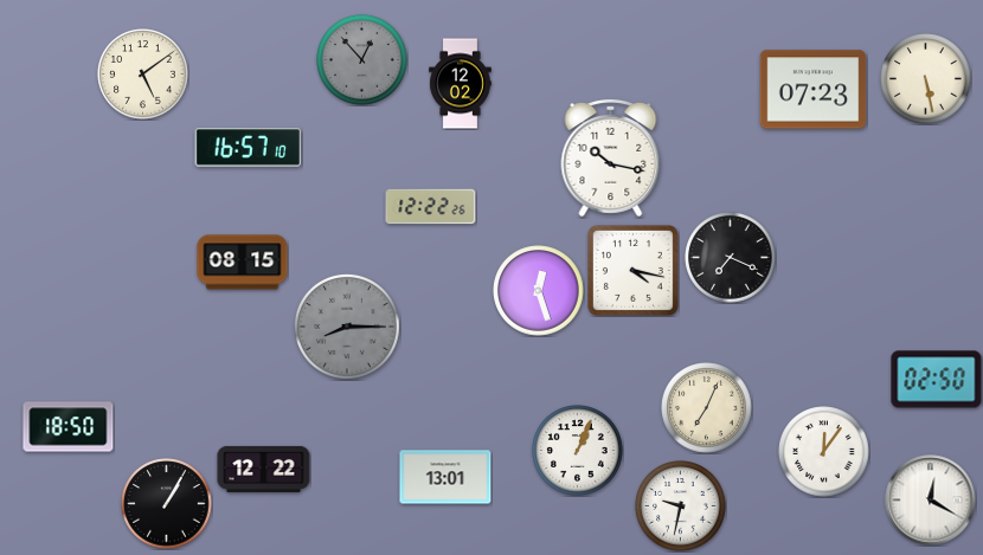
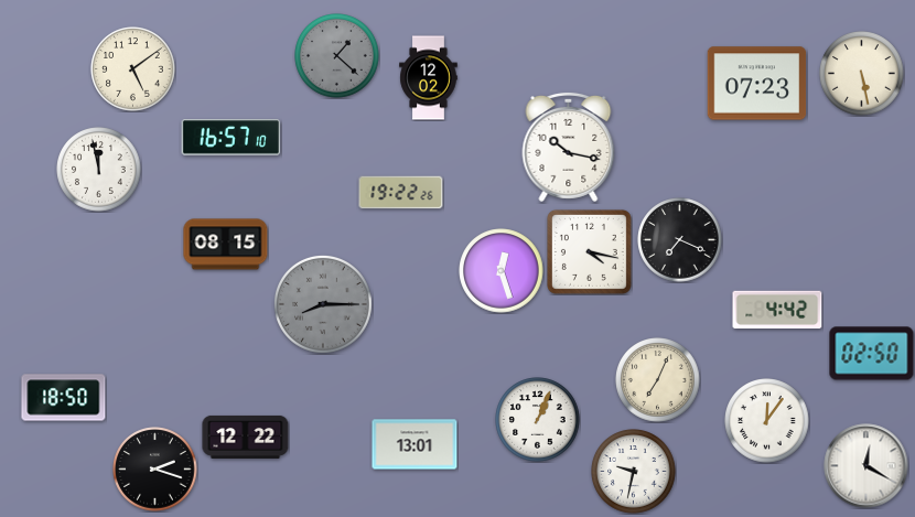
clock at (362, 60): 12:53 -> 1:22
clock at (99, 170): none -> 11:58
clock at (431, 207): 12:22 -> 19:22
clock at (777, 309): none -> 4:42
clock at (167, 504): 1:05 -> 2:18
